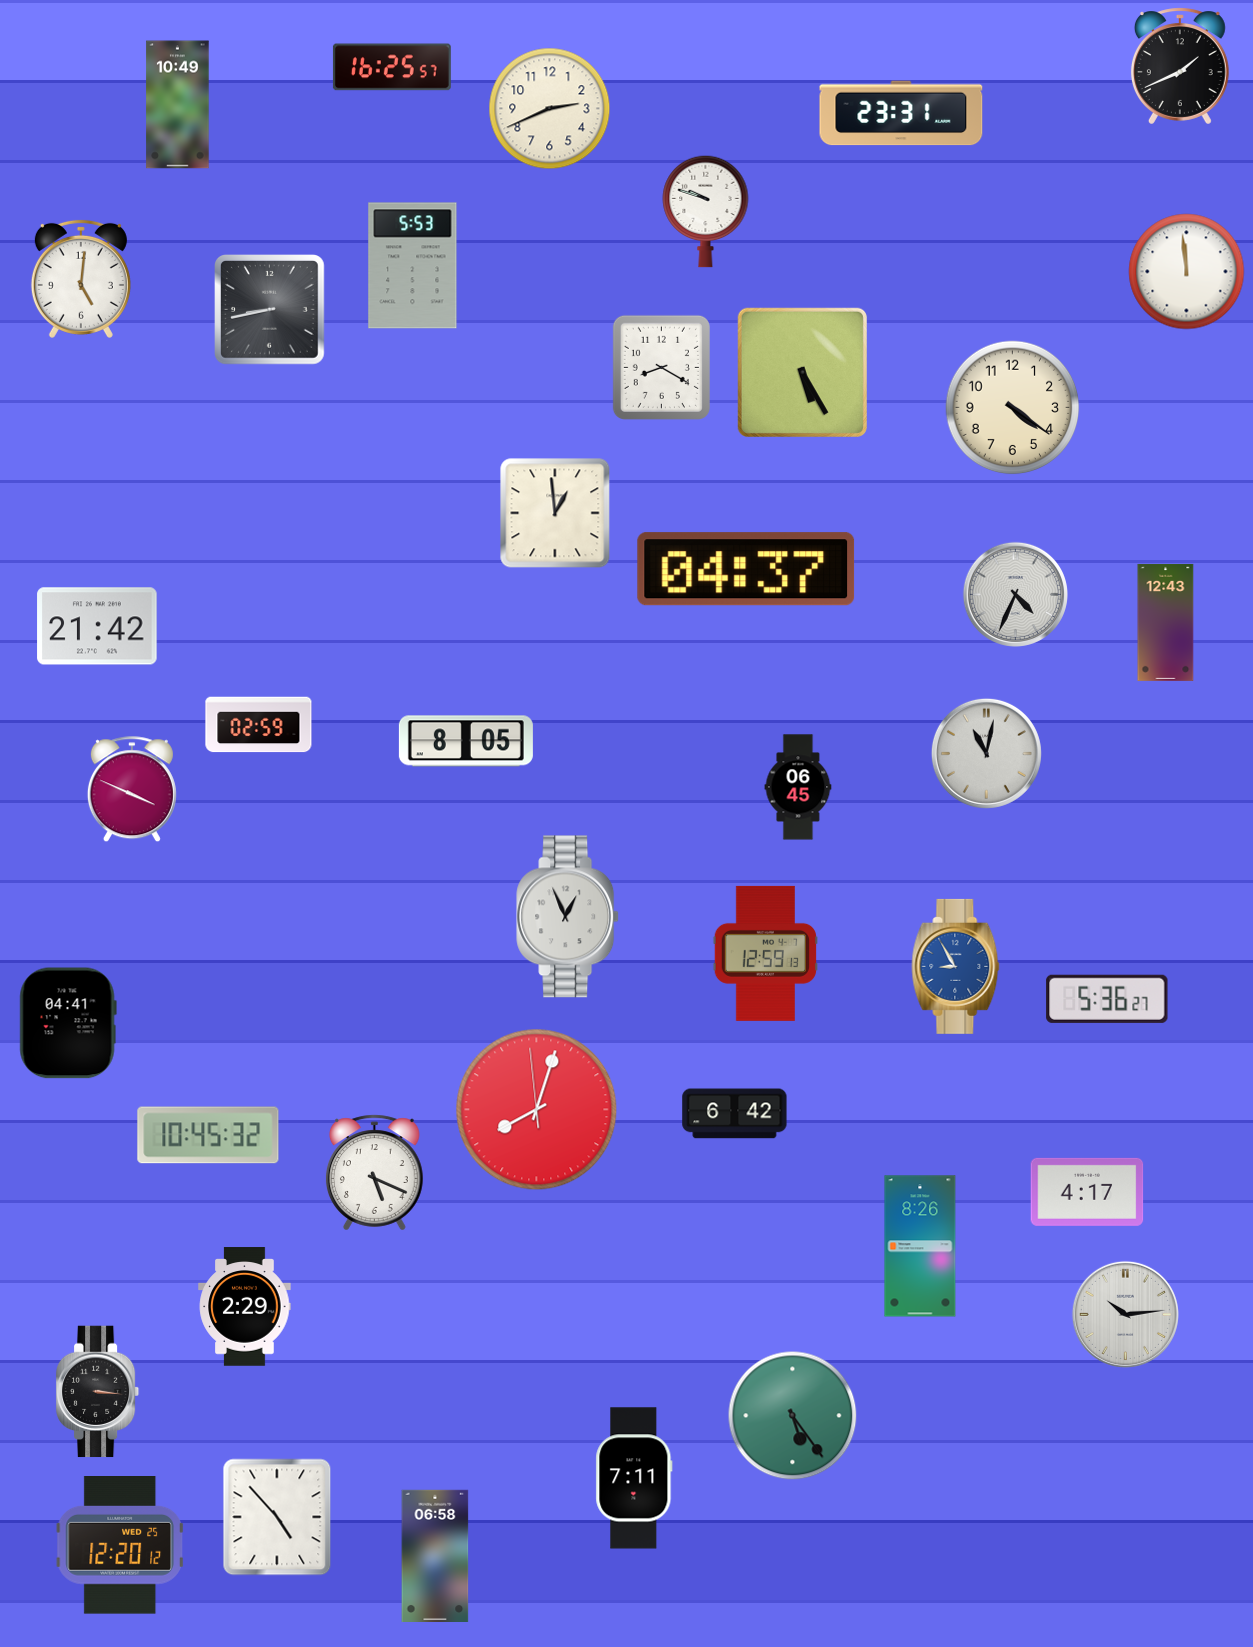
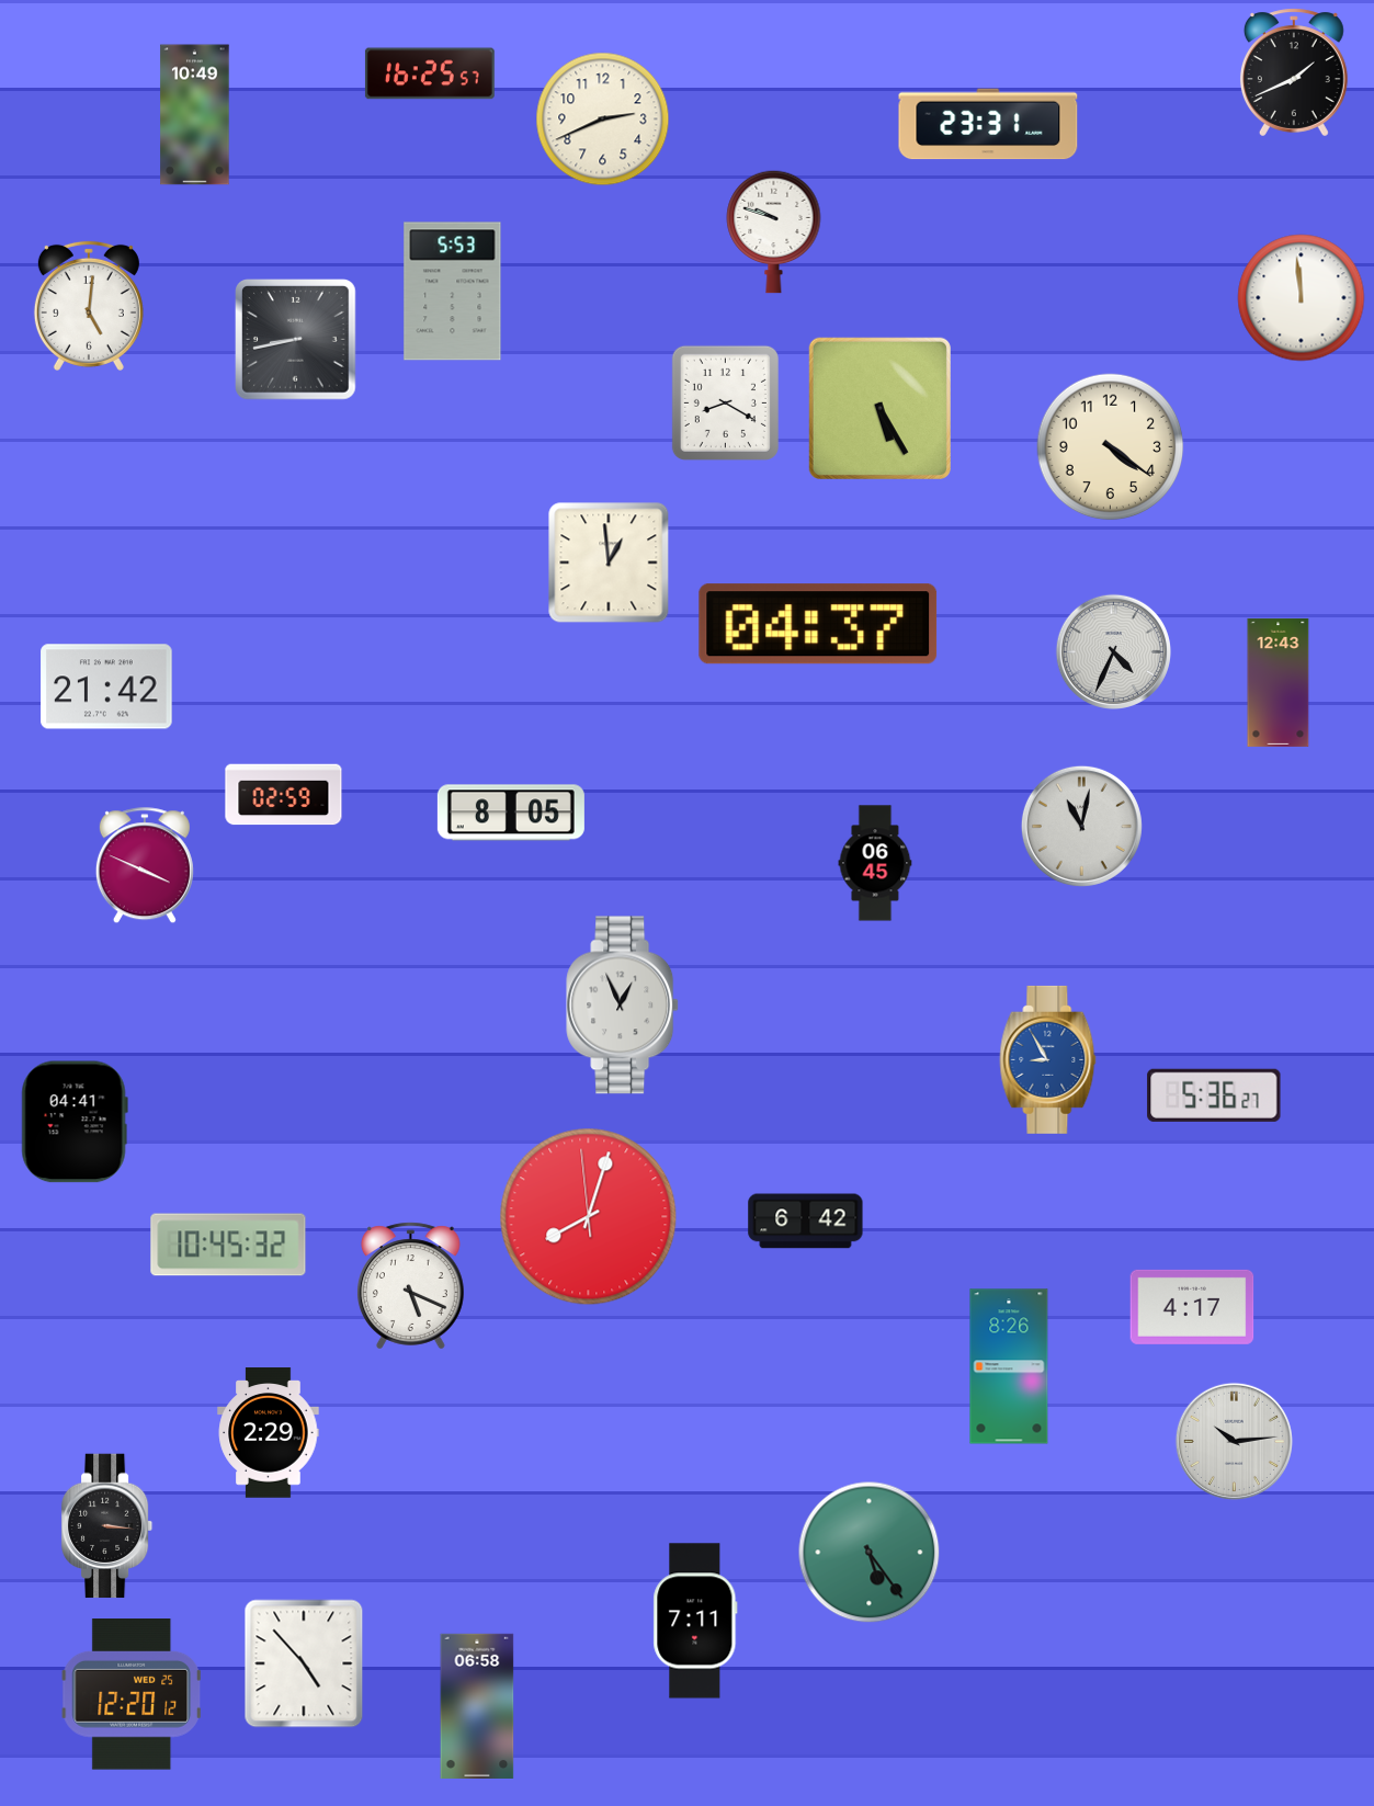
clock at (765, 953): 12:59 -> none
